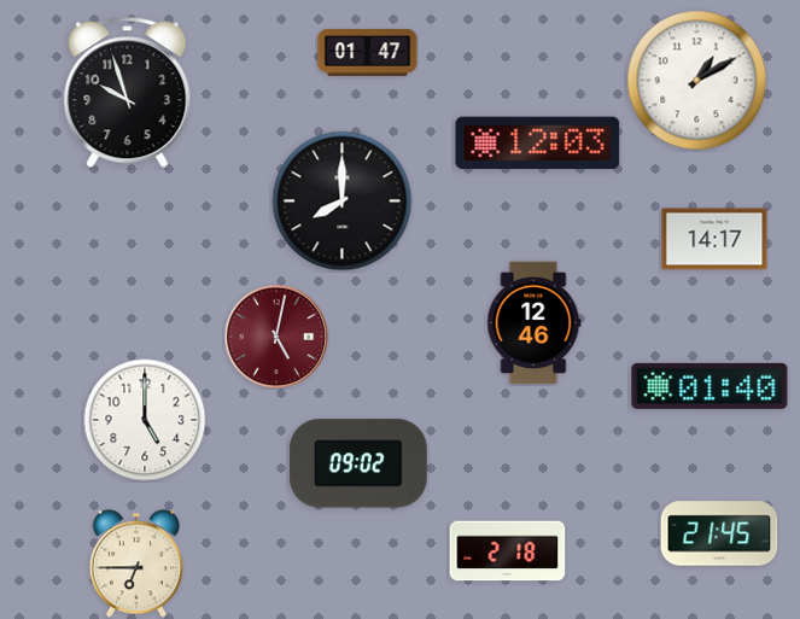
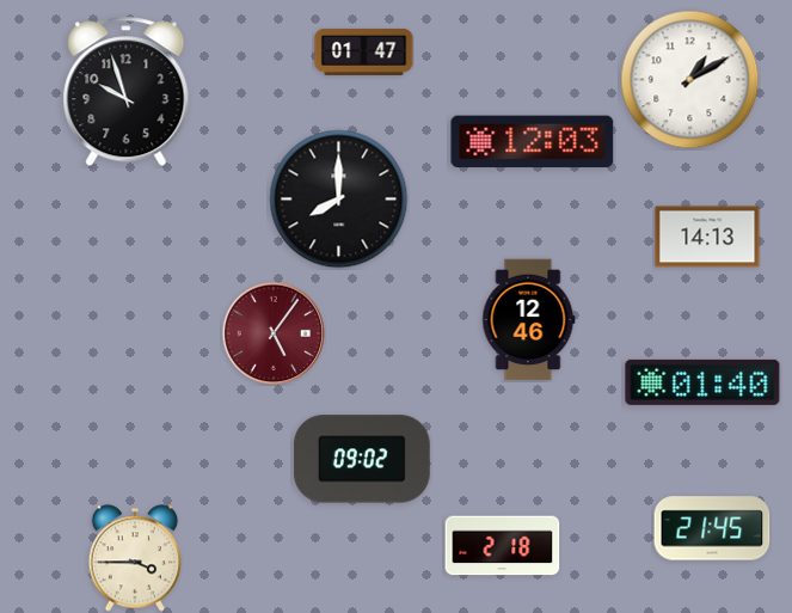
clock at (714, 239): 14:17 -> 14:13
clock at (276, 337): 5:02 -> 5:06
clock at (145, 420): 5:00 -> none
clock at (358, 463) position: (358, 463) -> (362, 459)
clock at (136, 563): 6:45 -> 3:45
